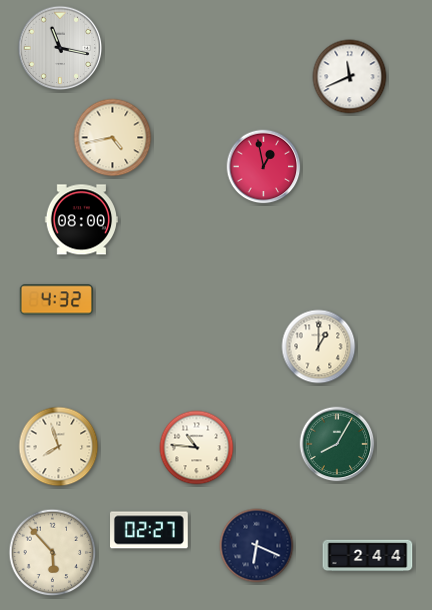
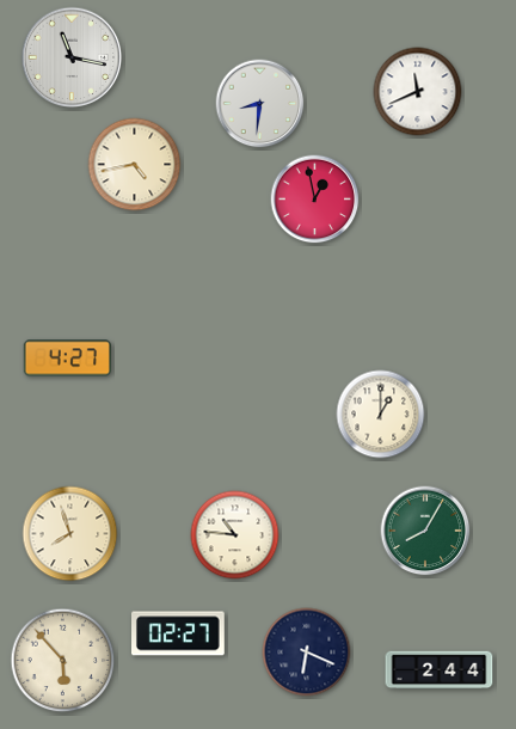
clock at (260, 104): none -> 8:31
clock at (81, 220): 08:00 -> none
clock at (57, 300): 4:32 -> 4:27
clock at (337, 444) position: (337, 444) -> (425, 531)
clock at (368, 556) position: (368, 556) -> (440, 670)
